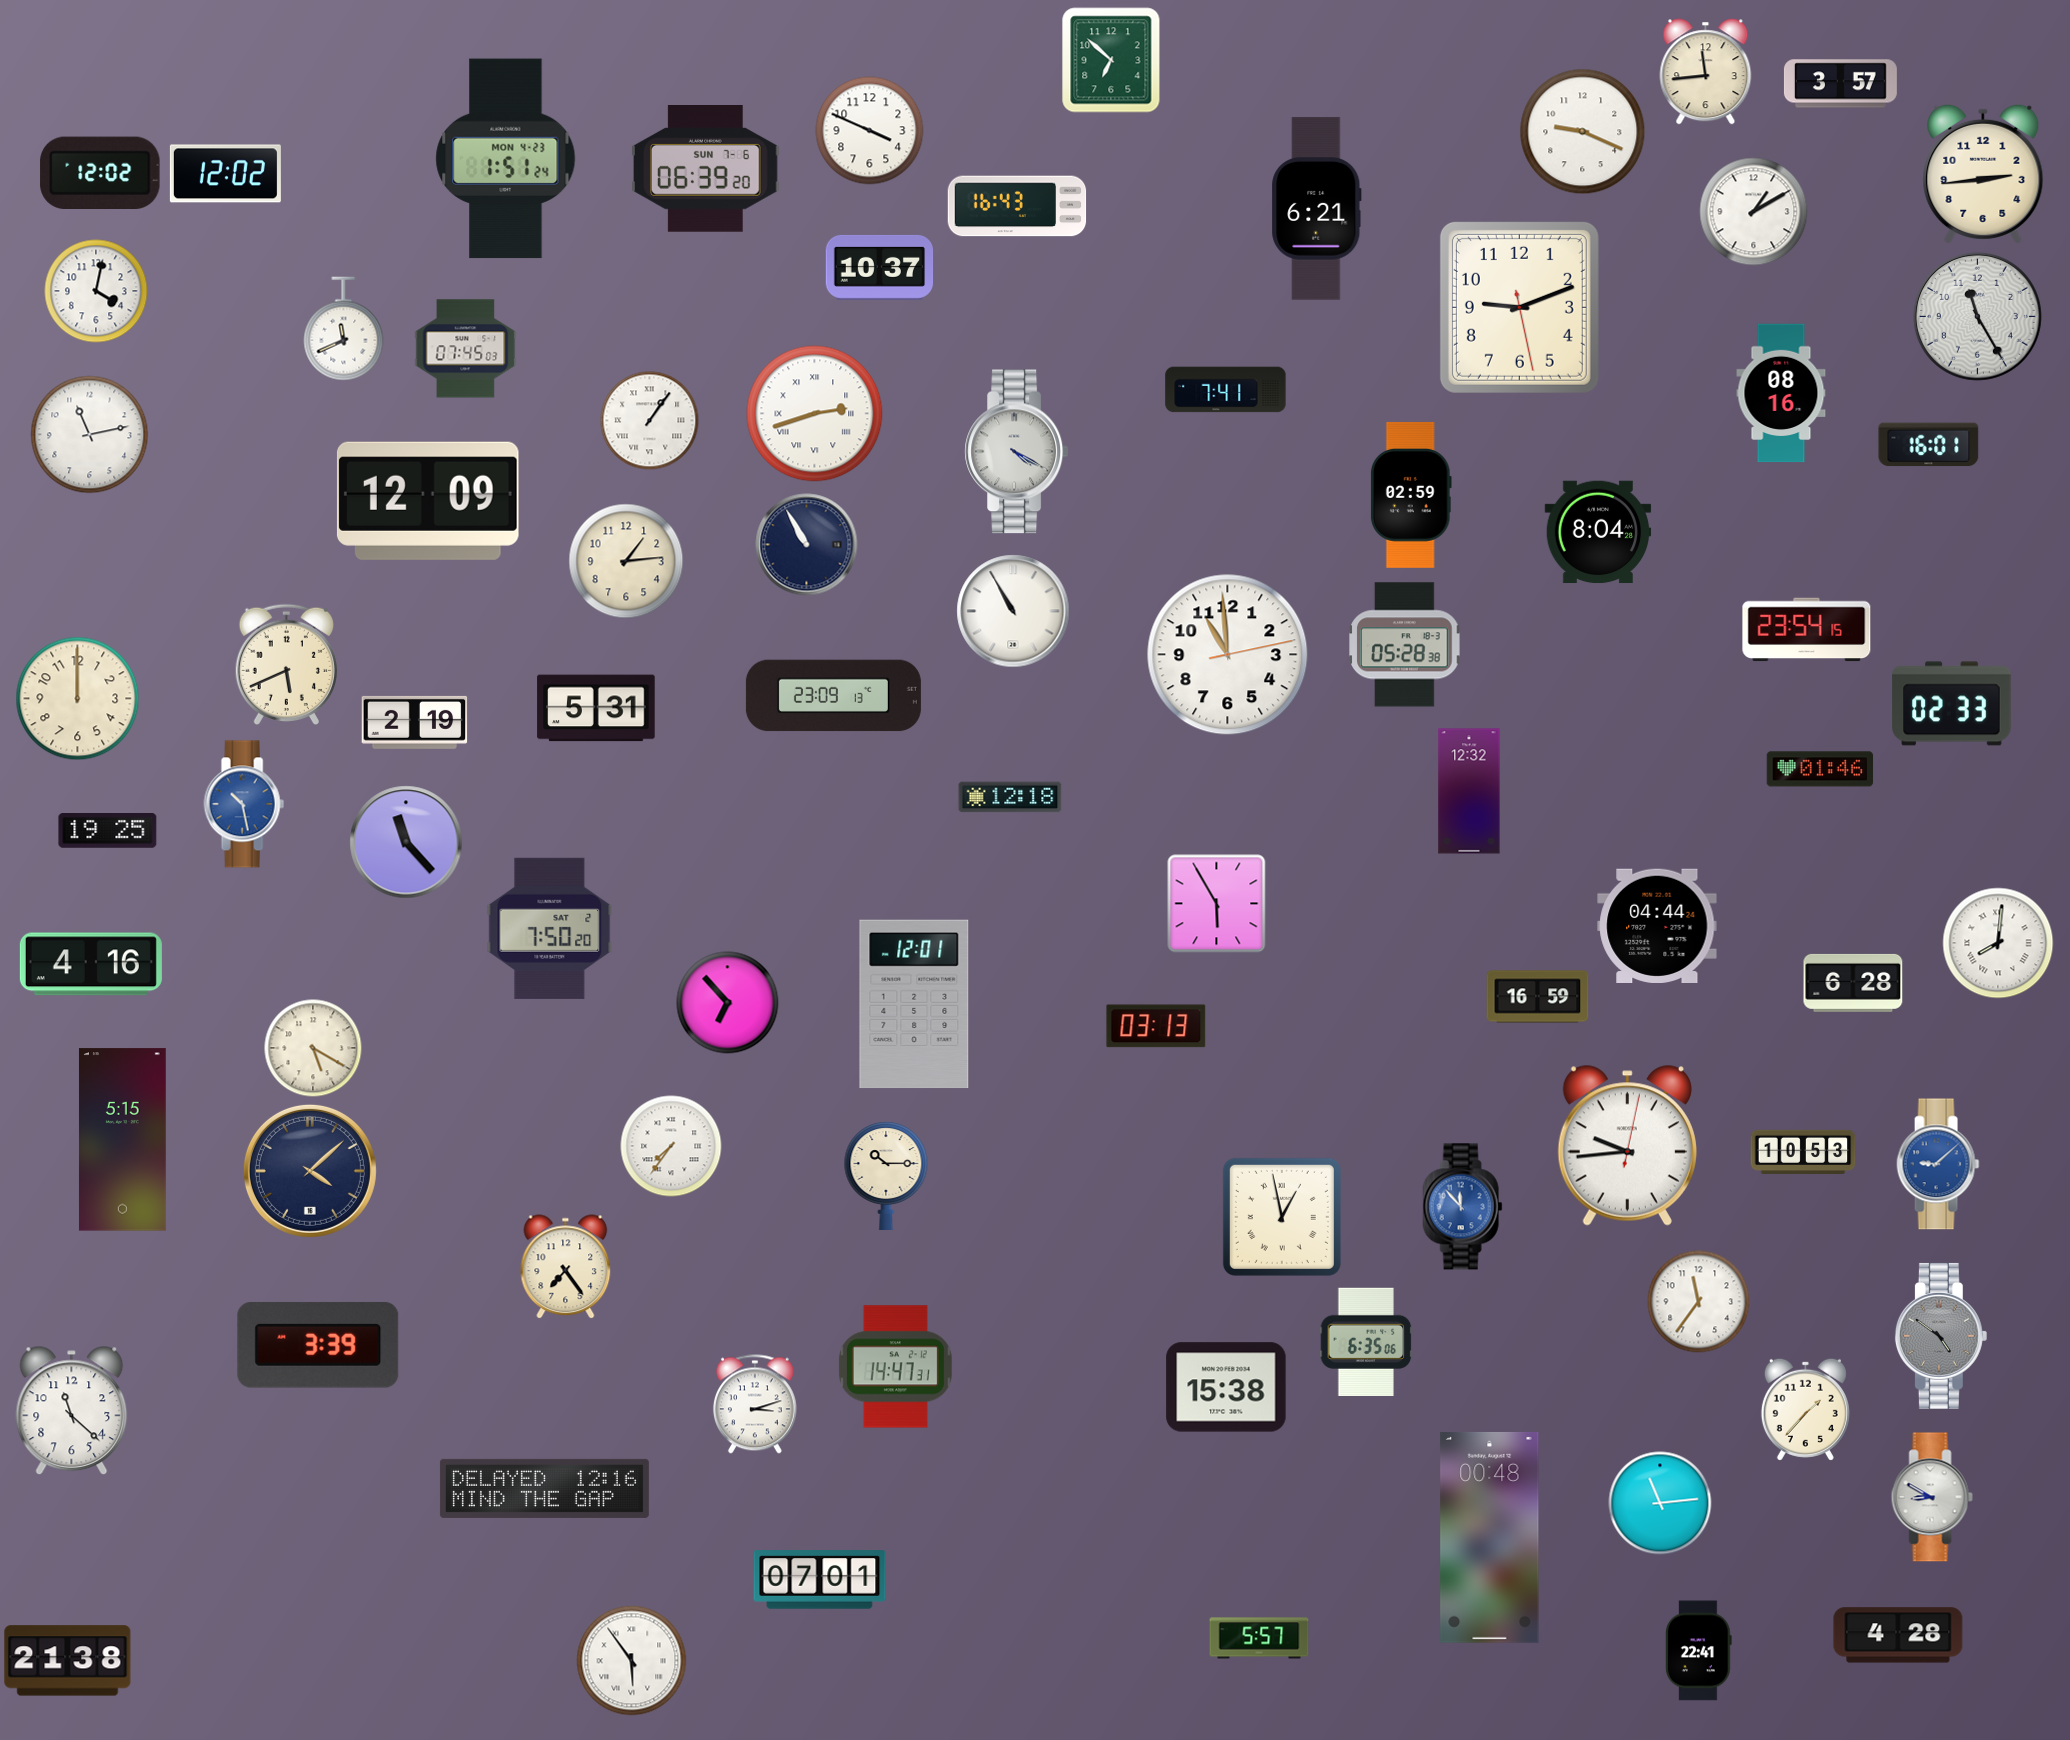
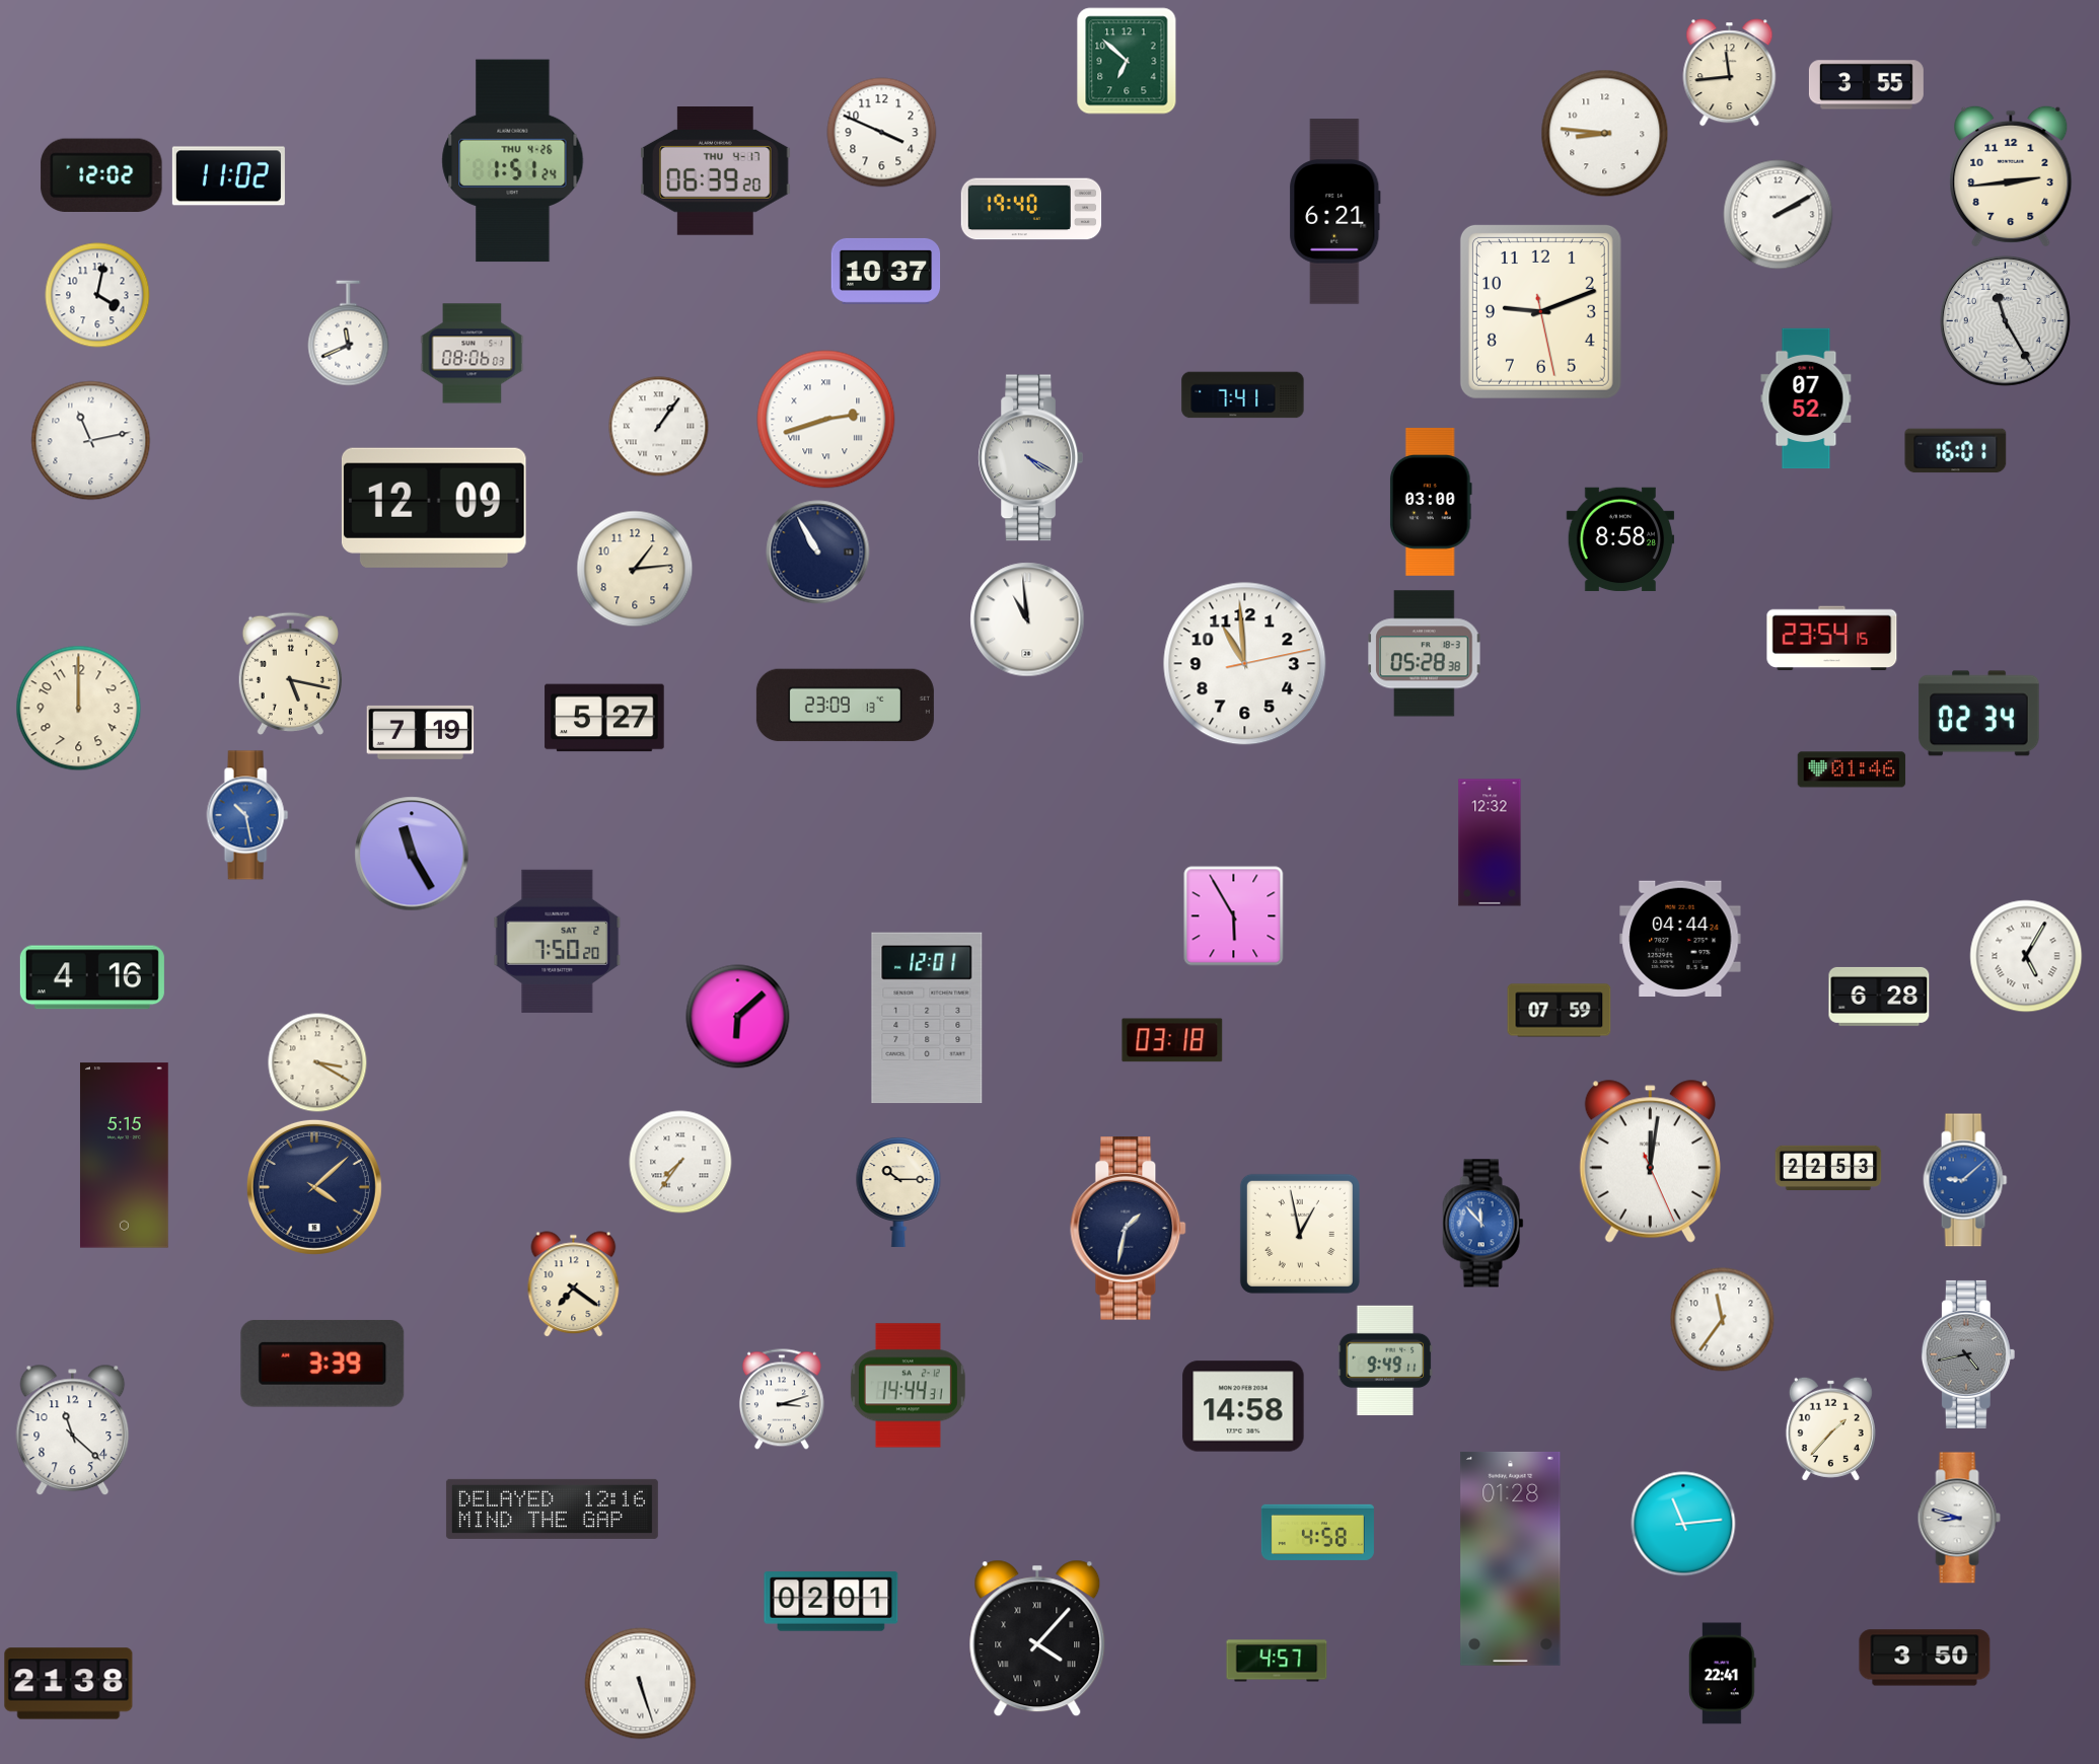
clock at (1840, 84): 3:57 -> 3:55
clock at (1583, 132): 9:19 -> 8:46
clock at (506, 159) date: MON 4-23 -> THU 4-26
clock at (706, 169) date: SUN 7-6 -> THU 4-17
clock at (225, 174): 12:02 -> 11:02
clock at (1017, 206): 16:43 -> 19:40
clock at (1754, 212): 1:10 -> 2:10
clock at (880, 267) position: (880, 267) -> (886, 271)
clock at (466, 349): 07:45 -> 08:06
clock at (1781, 393): 08:16 -> 07:52
clock at (1411, 495): 02:59 -> 03:00
clock at (1598, 532): 8:04 -> 8:58
clock at (1013, 611): 10:55 -> 10:59
clock at (286, 665): 5:41 -> 5:17
clock at (1952, 704): 02:33 -> 02:34
clock at (596, 708): 5:31 -> 5:27
clock at (415, 722): 2:19 -> 7:19
clock at (1820, 769) position: (1820, 769) -> (1852, 769)
clock at (1469, 791) position: (1469, 791) -> (1490, 842)
clock at (1010, 797): 12:18 -> none
clock at (108, 831): 19:25 -> none
clock at (406, 842): 11:23 -> 11:25
clock at (1998, 943): 8:01 -> 5:05
clock at (1538, 997): 16:59 -> 07:59
clock at (728, 1003): 6:53 -> 6:08
clock at (1156, 1026): 03:13 -> 03:18
clock at (313, 1048): 5:20 -> 3:20
clock at (1627, 1146): 9:44 -> 12:01
clock at (1803, 1152): 10:53 -> 22:53
clock at (1129, 1229): none -> 1:32
clock at (566, 1267): 7:24 -> 7:21
clock at (1941, 1336): 4:51 -> 4:43
clock at (1366, 1342): 6:35 -> 9:49
clock at (895, 1367): 14:47 -> 14:44
clock at (1226, 1387): 15:38 -> 14:58
clock at (755, 1404) position: (755, 1404) -> (782, 1399)
clock at (1932, 1497): 8:50 -> 8:48
clock at (1317, 1532): none -> 4:58
clock at (1490, 1537): 00:48 -> 01:28
clock at (820, 1580): 07:01 -> 02:01
clock at (1037, 1638): none -> 4:07
clock at (1898, 1635): 4:28 -> 3:50
clock at (1259, 1638): 5:57 -> 4:57
clock at (632, 1661): 5:54 -> 5:27
